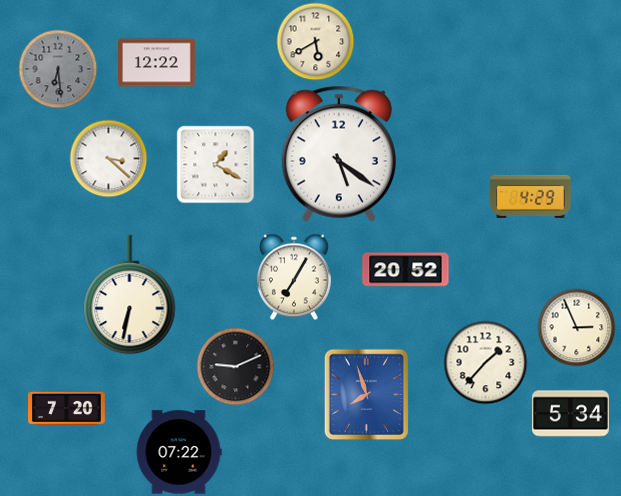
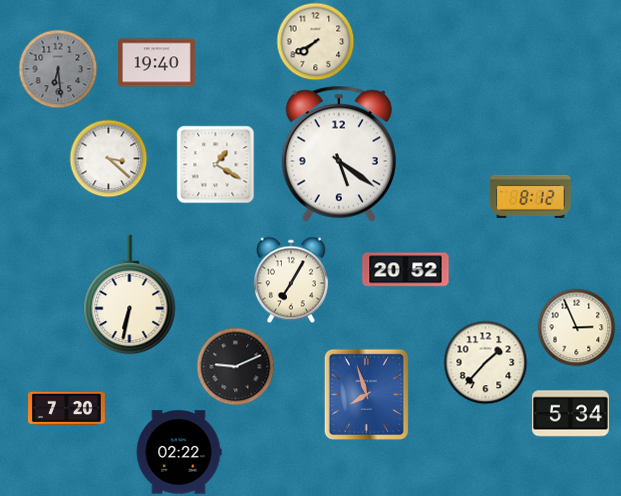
clock at (315, 41): 5:40 -> 7:40
clock at (157, 63): 12:22 -> 19:40
clock at (531, 196): 4:29 -> 8:12
clock at (294, 277) position: (294, 277) -> (291, 280)
clock at (179, 452): 07:22 -> 02:22
